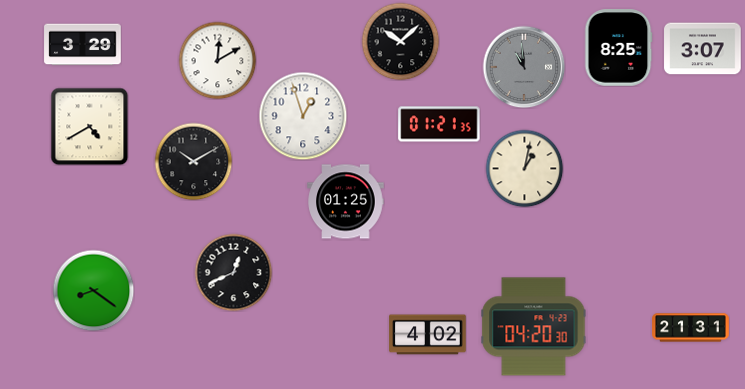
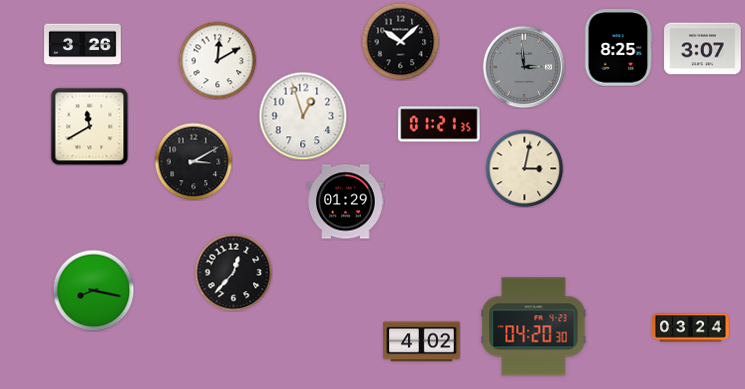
clock at (83, 45): 3:29 -> 3:26
clock at (524, 67): 10:59 -> 2:59
clock at (89, 126): 4:40 -> 11:40
clock at (193, 161): 10:10 -> 3:10
clock at (524, 168): 1:02 -> 3:02
clock at (346, 202): 01:25 -> 01:29
clock at (233, 272): 12:41 -> 12:37
clock at (93, 290): 8:21 -> 8:17
clock at (691, 328): 21:31 -> 03:24
clock at (428, 335) position: (428, 335) -> (422, 342)
